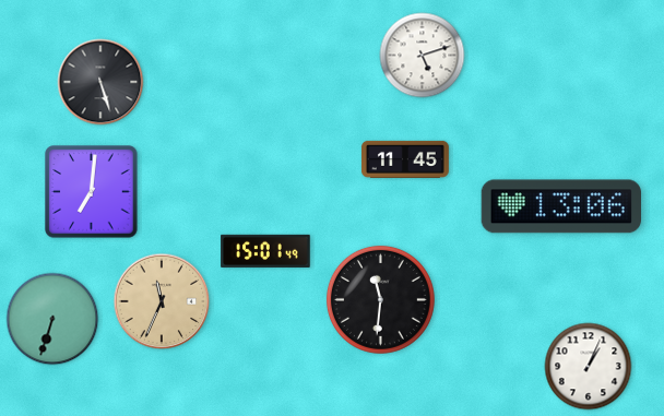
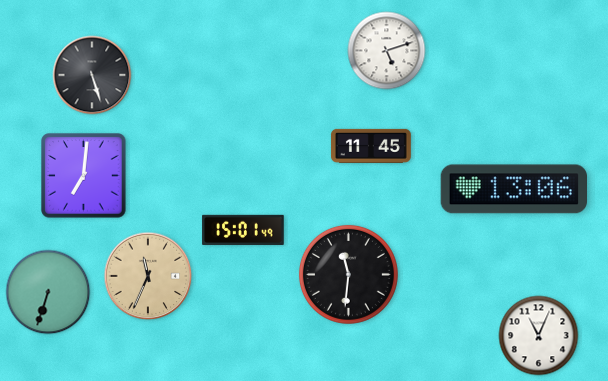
clock at (589, 367): 1:04 -> 11:04
